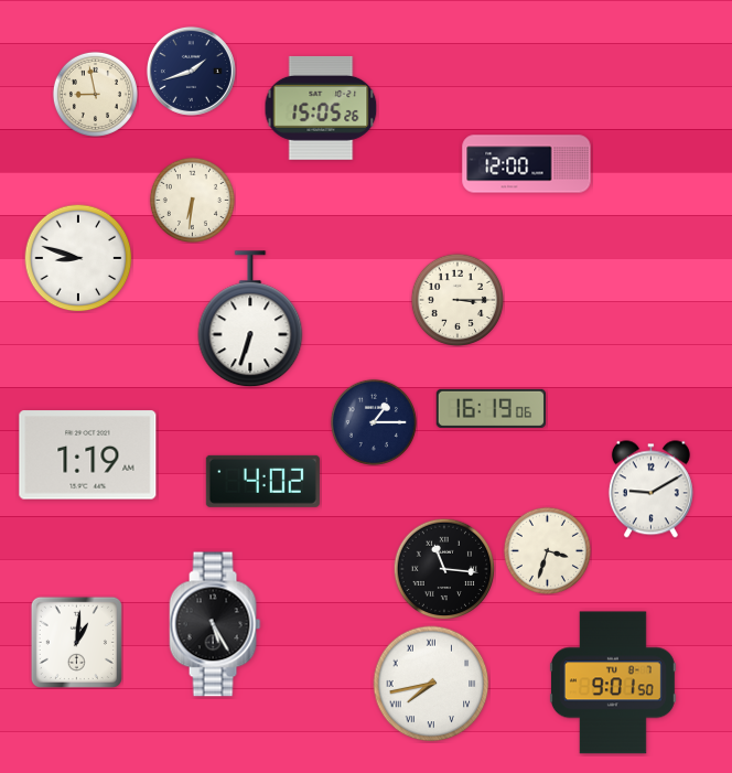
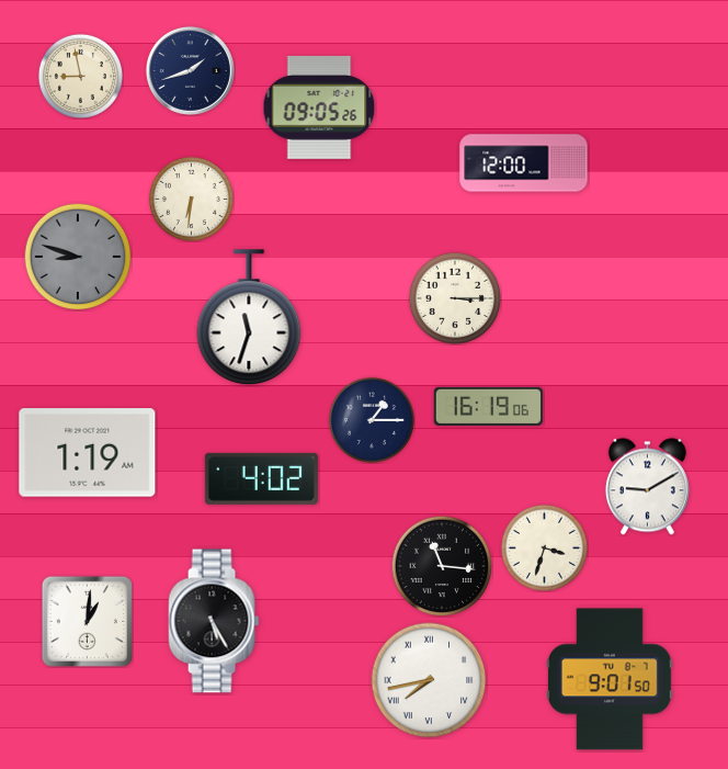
clock at (95, 94) position: (95, 94) -> (80, 76)
clock at (321, 108): 15:05 -> 09:05
clock at (78, 258) dial: white -> grey
clock at (250, 320): 6:33 -> 11:33
clock at (76, 642) position: (76, 642) -> (87, 621)
